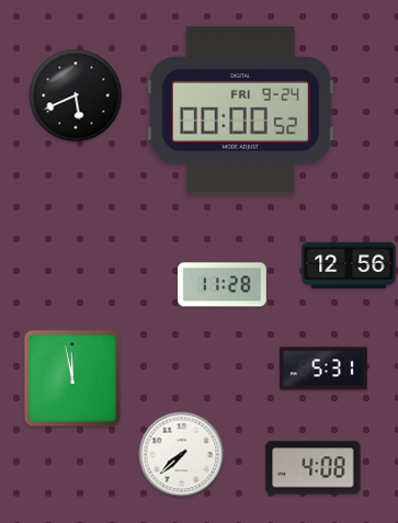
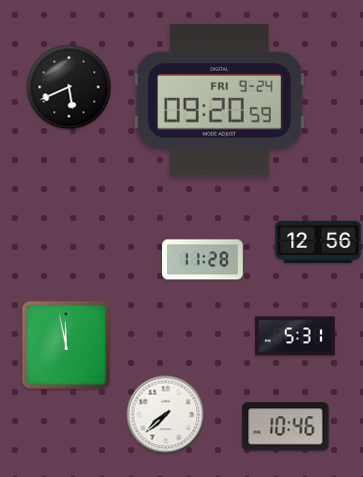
clock at (240, 111): 00:00 -> 09:20
clock at (314, 468): 4:08 -> 10:46
